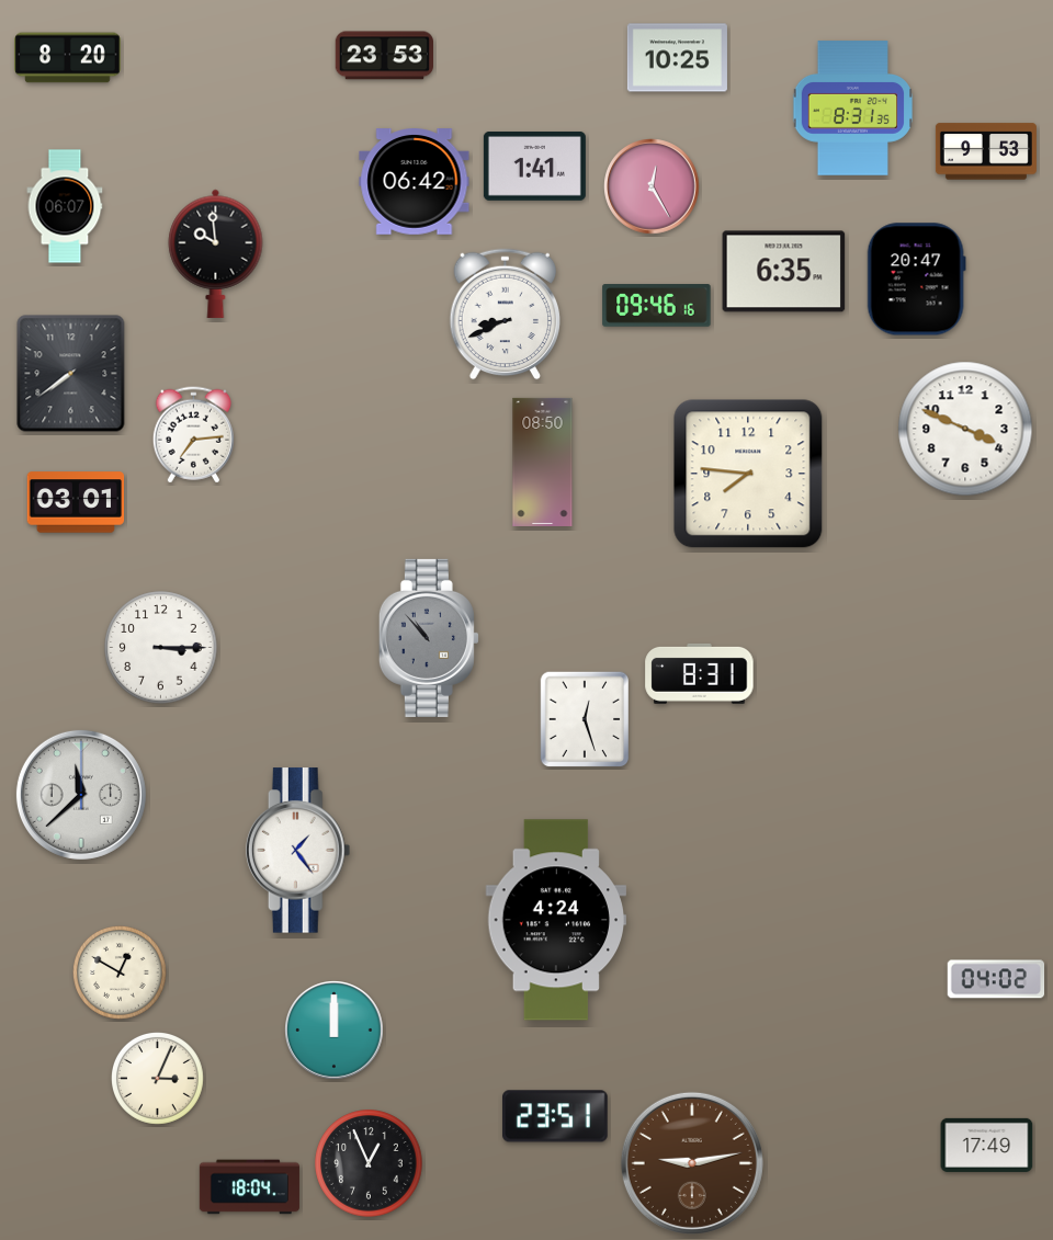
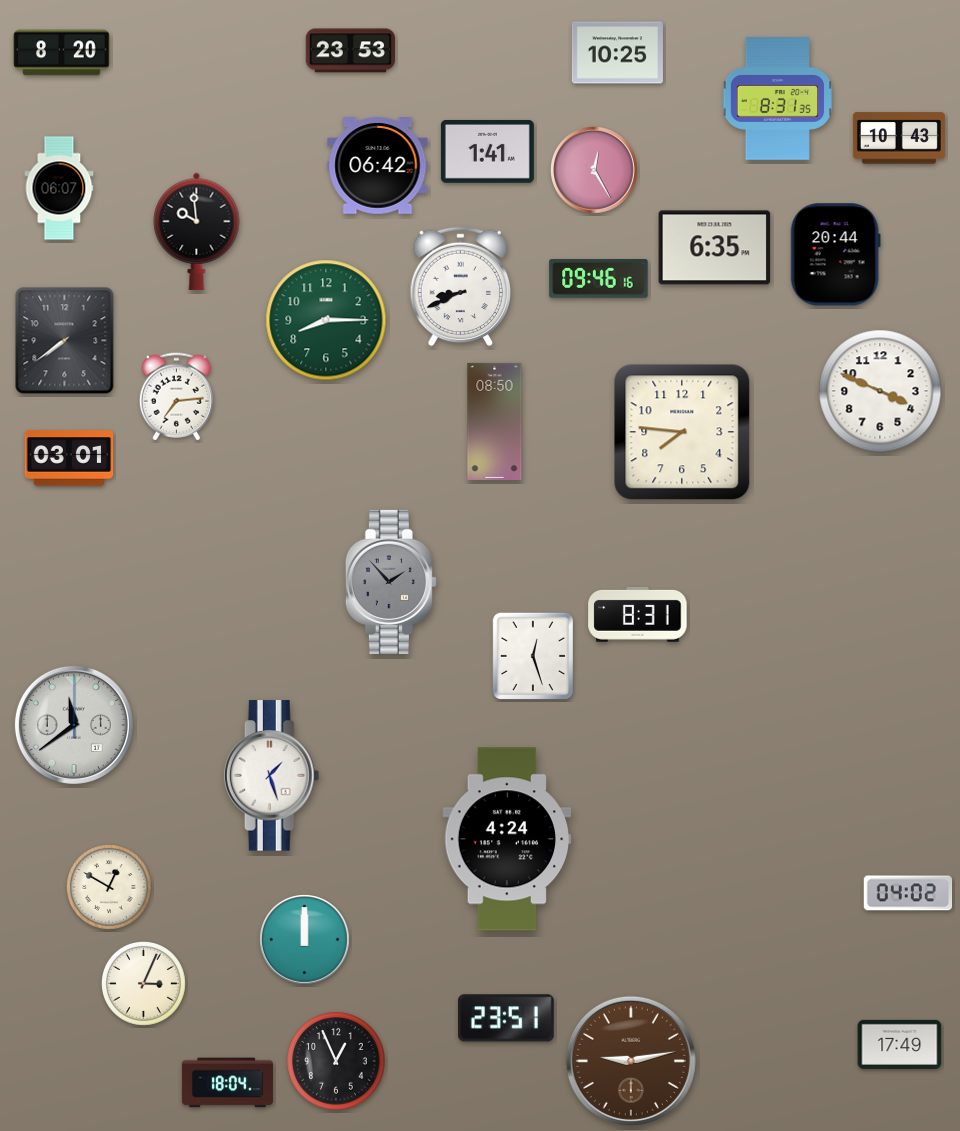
clock at (986, 151): 9:53 -> 10:43
clock at (916, 280): 20:47 -> 20:44
clock at (326, 320): none -> 8:15
clock at (429, 638): 10:53 -> 1:53
clock at (161, 648): 3:15 -> none
clock at (81, 795): 11:38 -> 11:39
clock at (298, 851): 1:24 -> 1:27
